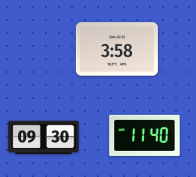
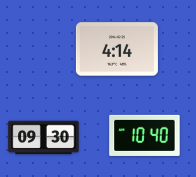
clock at (117, 49): 3:58 -> 4:14
clock at (145, 135): 11:40 -> 10:40
